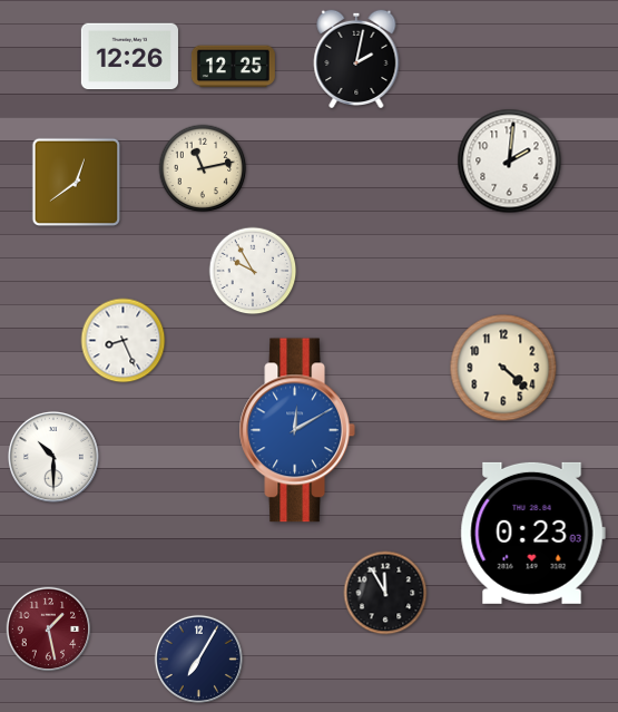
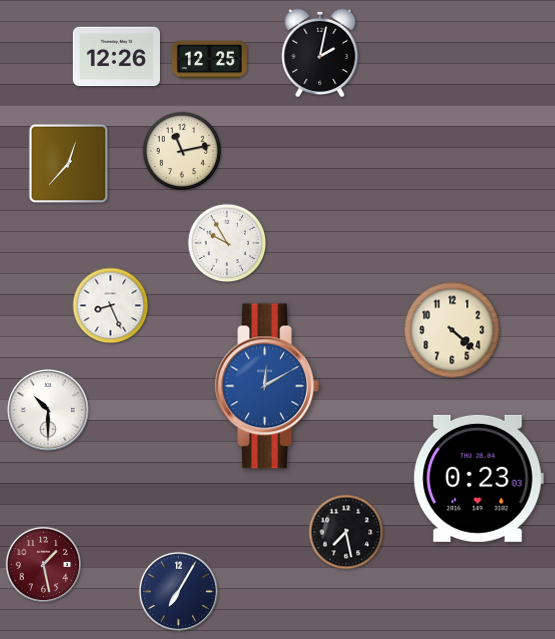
clock at (129, 57) position: (129, 57) -> (116, 57)
clock at (510, 162): 2:01 -> none
clock at (77, 183): 12:39 -> 12:37
clock at (385, 593): 11:55 -> 7:28
